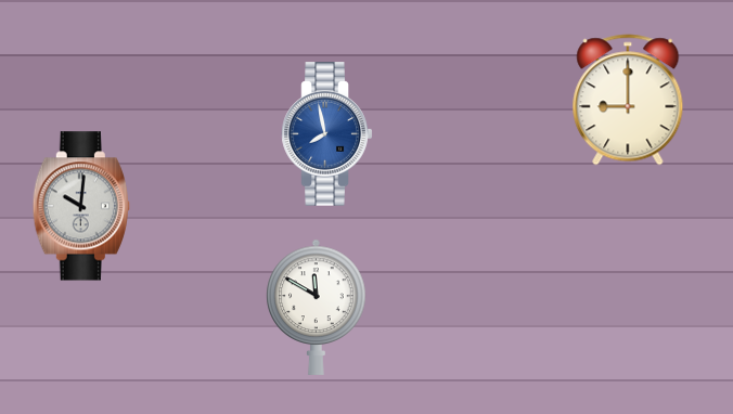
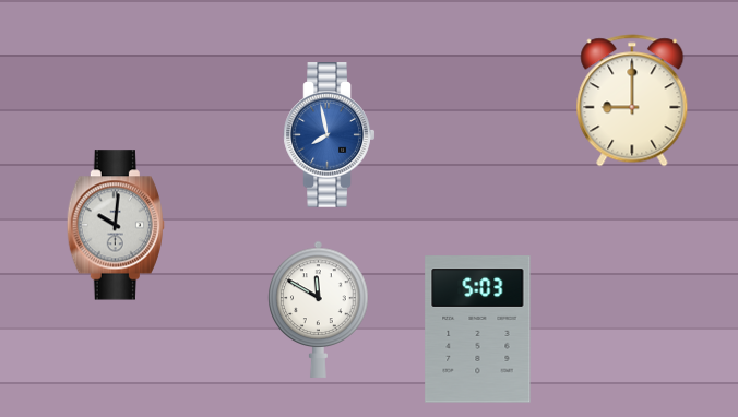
clock at (81, 206) position: (81, 206) -> (116, 225)
clock at (478, 330): none -> 5:03
